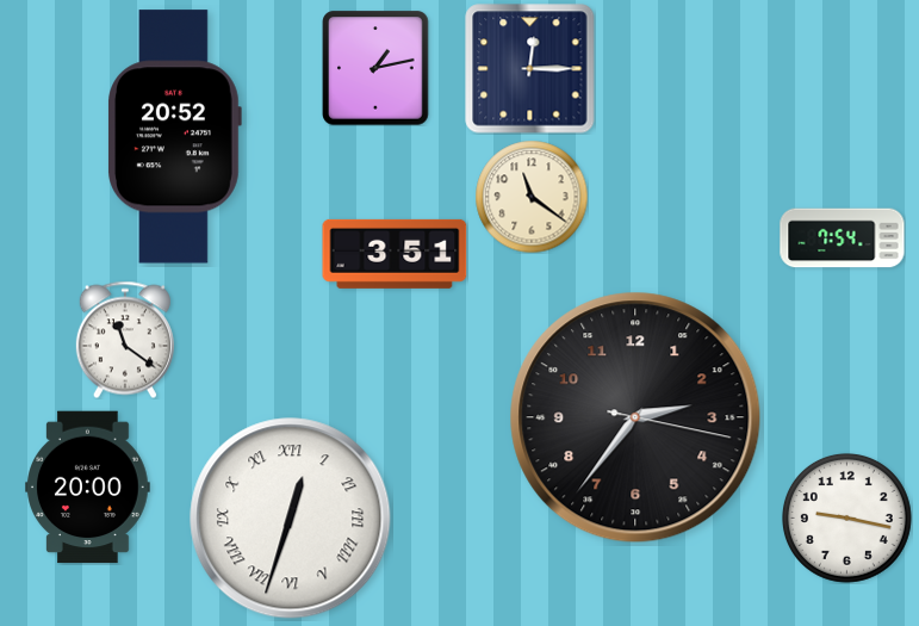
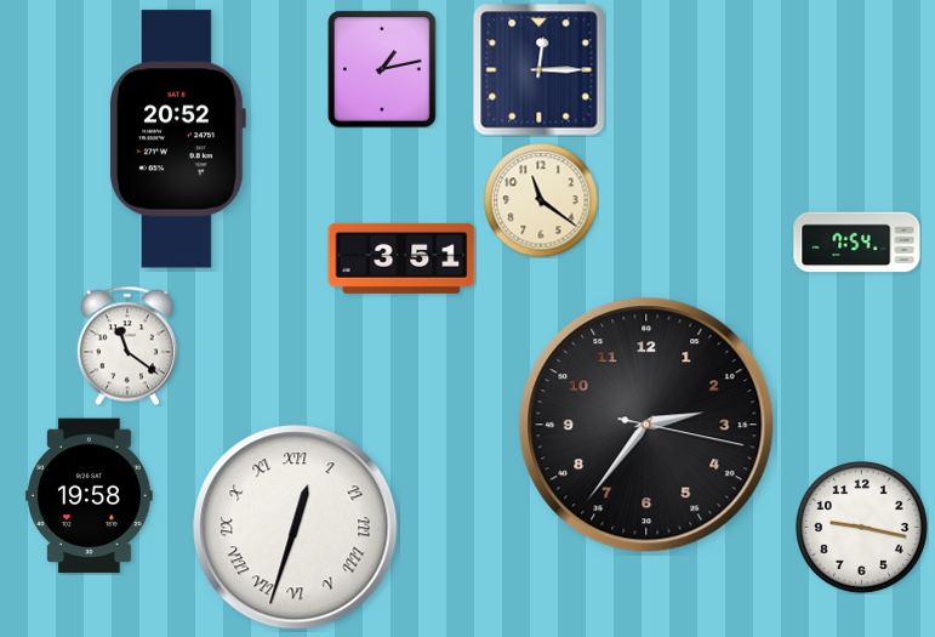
clock at (88, 488): 20:00 -> 19:58
